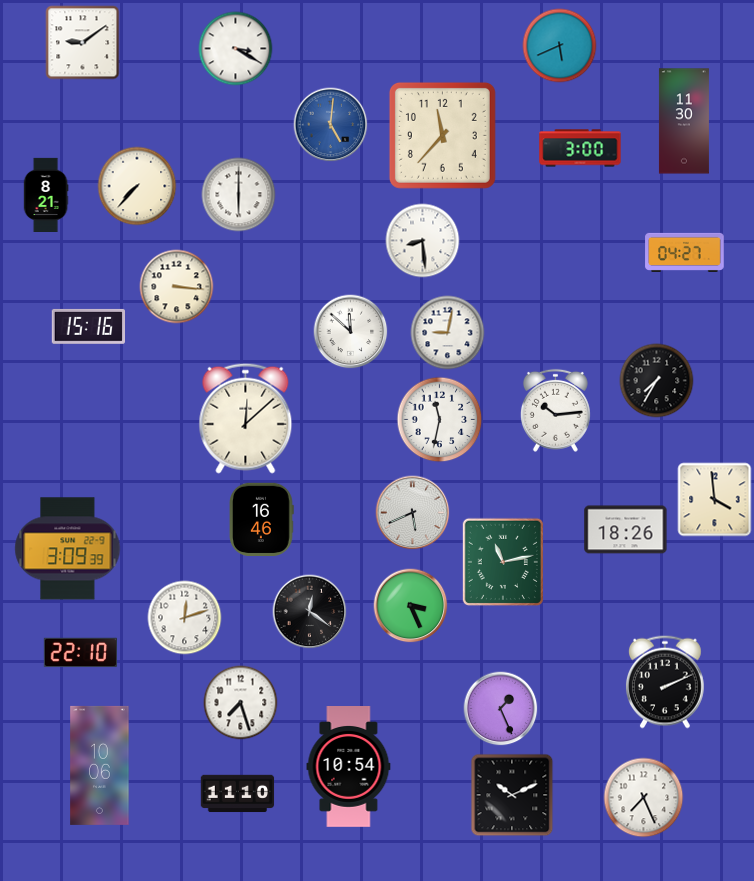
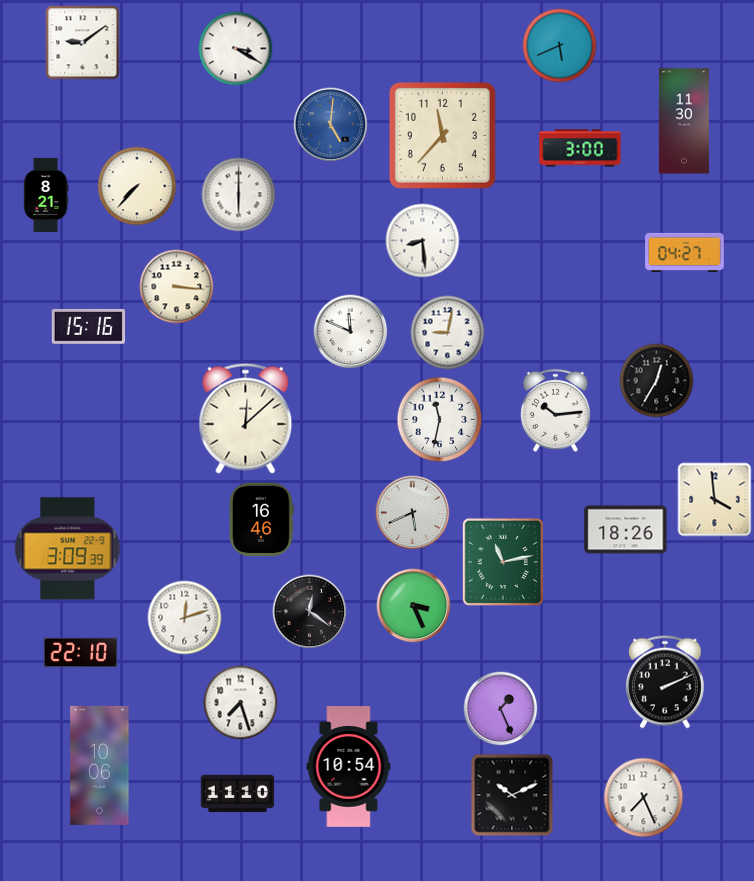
clock at (351, 332): 11:52 -> 11:49
clock at (657, 381): 7:35 -> 12:35
clock at (411, 606) position: (411, 606) -> (414, 606)
